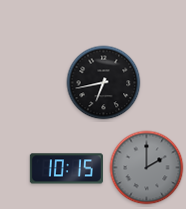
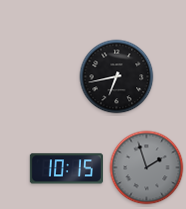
clock at (104, 83) position: (104, 83) -> (117, 77)
clock at (147, 168): 2:00 -> 1:57
